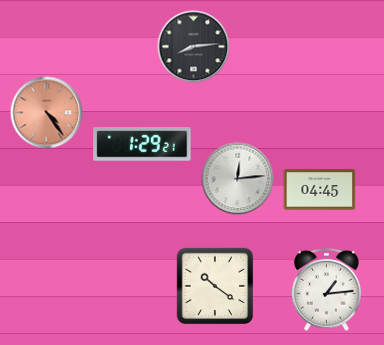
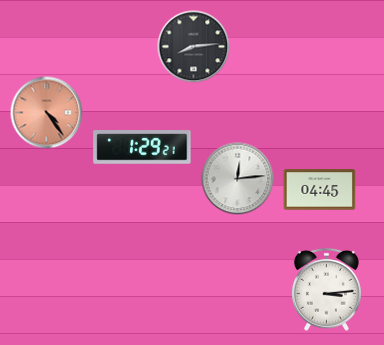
clock at (142, 144) position: (142, 144) -> (142, 147)
clock at (215, 286): 10:21 -> none
clock at (326, 289): 1:14 -> 3:14
